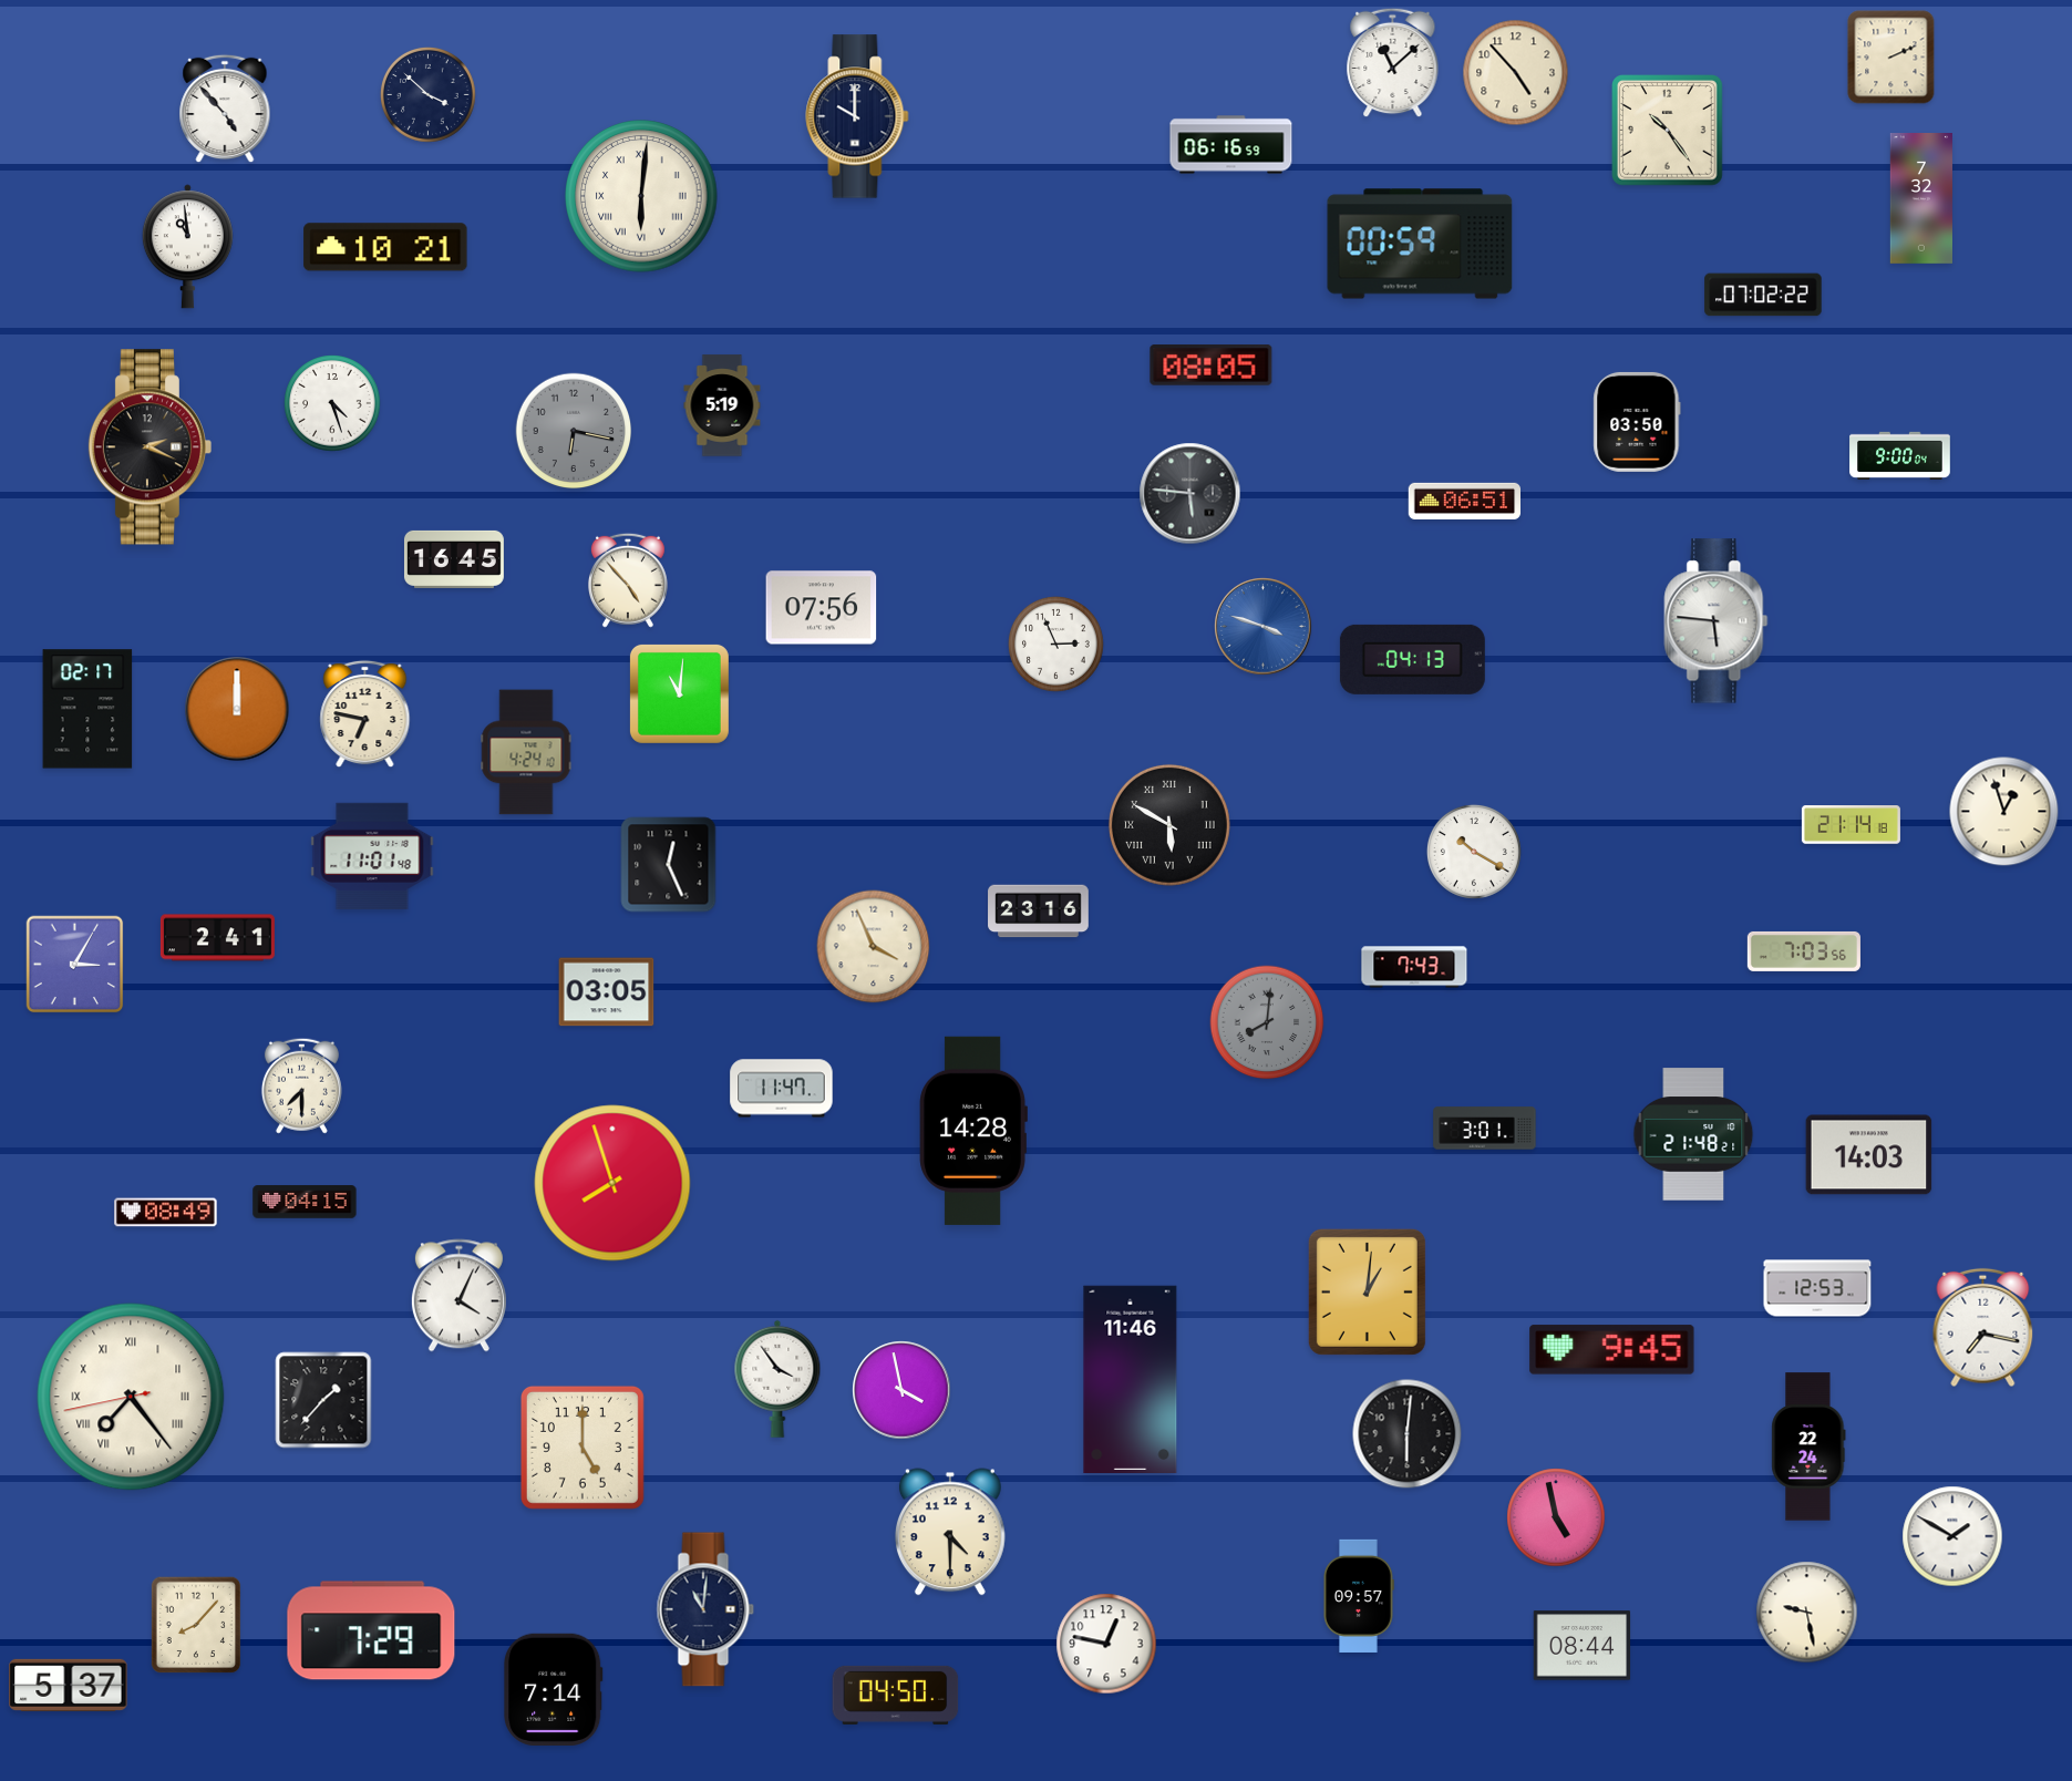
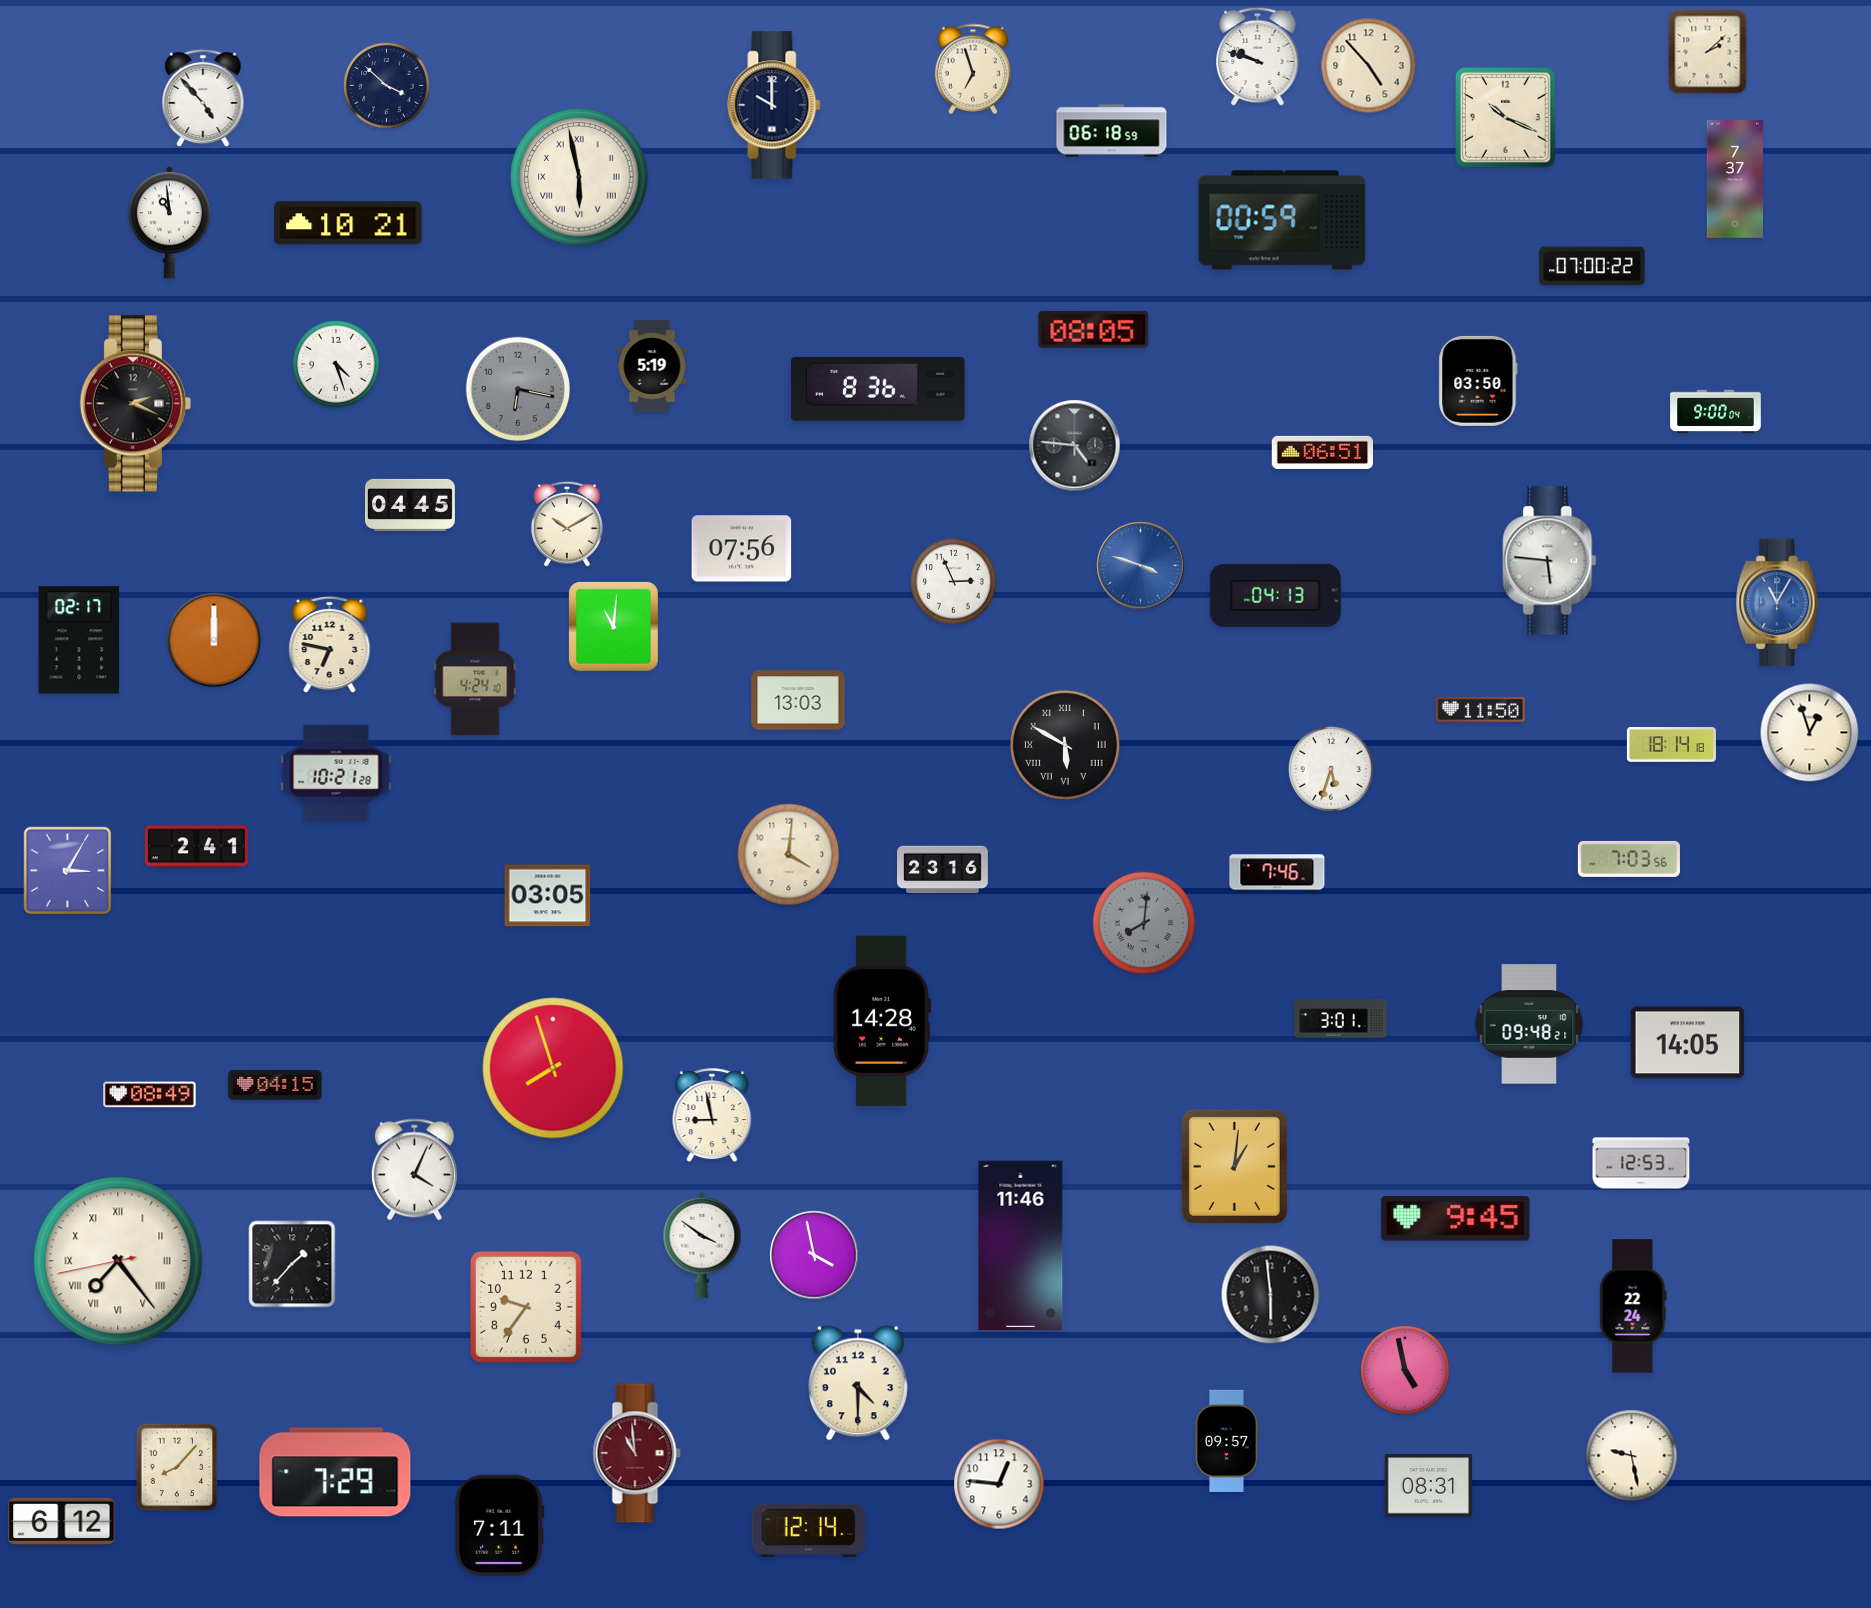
clock at (1891, 58): 2:11 -> 2:08
clock at (1393, 63): 11:08 -> 9:48
clock at (973, 69): none -> 6:57
clock at (1668, 131): 10:24 -> 10:19
clock at (1231, 145): 06:16 -> 06:18
clock at (641, 196): 6:01 -> 5:58
clock at (1920, 199): 7:32 -> 7:37
clock at (1763, 295): 07:02 -> 07:00
clock at (332, 403) position: (332, 403) -> (336, 364)
clock at (878, 389): none -> 8:36
clock at (1190, 494): 5:46 -> 4:46
clock at (454, 559): 16:45 -> 04:45
clock at (628, 580): 4:53 -> 10:10
clock at (1778, 603): none -> 11:05
clock at (798, 700): none -> 13:03
clock at (1480, 709): none -> 11:50
clock at (1169, 825) position: (1169, 825) -> (1065, 745)
clock at (1851, 825): 21:14 -> 18:14
clock at (1474, 852): 10:20 -> 5:33
clock at (372, 855): 11:01 -> 10:21
clock at (669, 865): 12:26 -> none
clock at (1039, 912) position: (1039, 912) -> (943, 870)
clock at (874, 947): 3:56 -> 4:01
clock at (1414, 967): 7:43 -> 7:46
clock at (301, 1085): 7:30 -> none
clock at (782, 1089): 11:47 -> none
clock at (973, 1131) position: (973, 1131) -> (882, 1021)
clock at (1693, 1134): 21:48 -> 09:48
clock at (1869, 1155): 14:03 -> 14:05
clock at (712, 1116): none -> 8:58
clock at (1983, 1328): 7:17 -> none
clock at (777, 1379): 3:54 -> 3:51
clock at (1408, 1434): 6:01 -> 5:59
clock at (583, 1448): 5:00 -> 9:36
clock at (1952, 1536): 1:50 -> none
clock at (705, 1609): 11:01 -> 10:59
clock at (705, 1609) dial: navy -> burgundy
clock at (1106, 1644): 12:47 -> 12:46
clock at (1583, 1646): 08:44 -> 08:31
clock at (69, 1685): 5:37 -> 6:12
clock at (554, 1689): 7:14 -> 7:11
clock at (896, 1695): 04:50 -> 12:14
